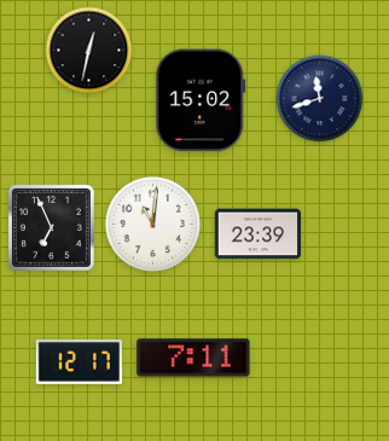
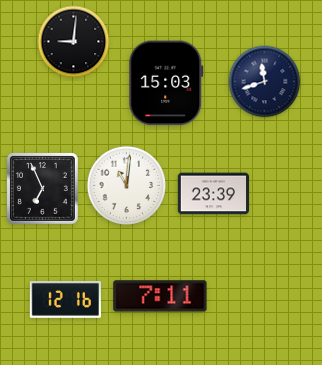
clock at (89, 51): 12:32 -> 9:01
clock at (201, 100): 15:02 -> 15:03
clock at (79, 362): 12:17 -> 12:16
